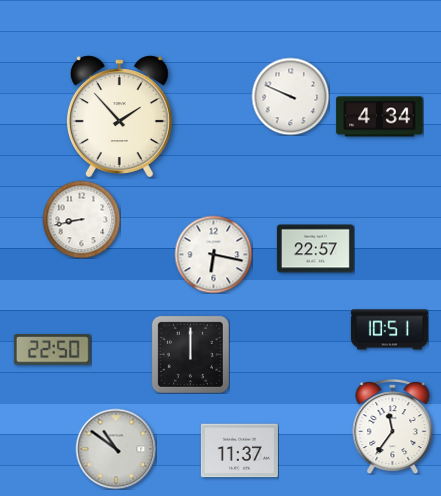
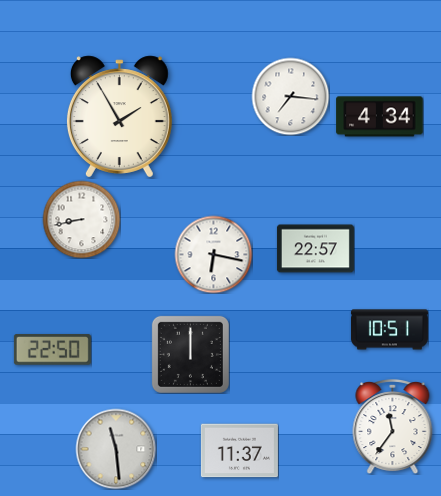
clock at (290, 96): 9:49 -> 7:16
clock at (119, 117): 1:53 -> 1:55
clock at (116, 449): 10:51 -> 11:29
